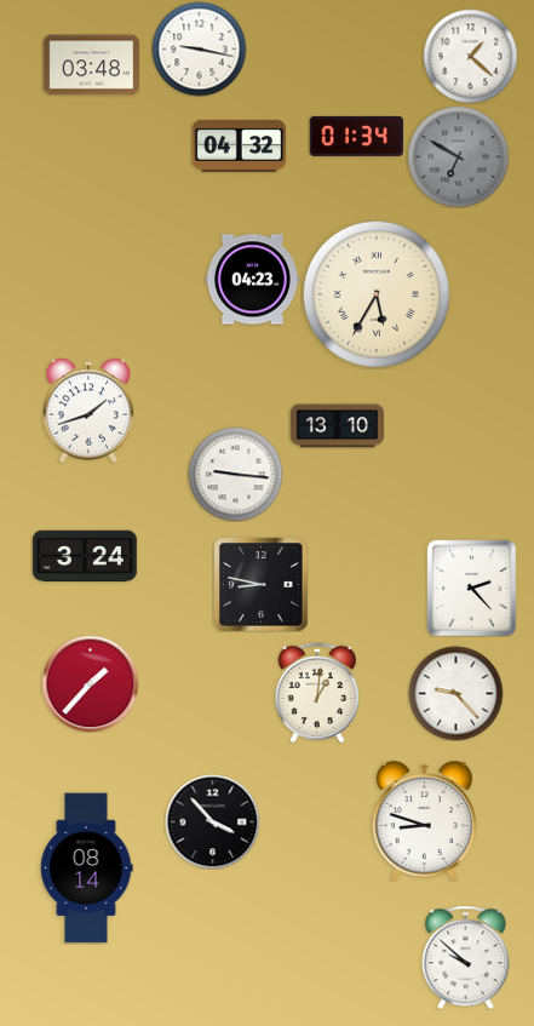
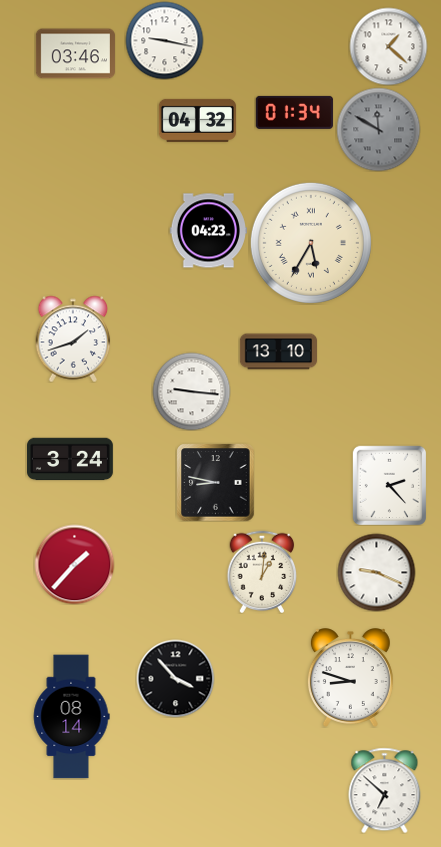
clock at (91, 65): 03:48 -> 03:46
clock at (458, 156): 6:50 -> 11:50
clock at (235, 474) position: (235, 474) -> (191, 391)
clock at (455, 693): 9:23 -> 9:19
clock at (466, 957): 9:52 -> 6:52
